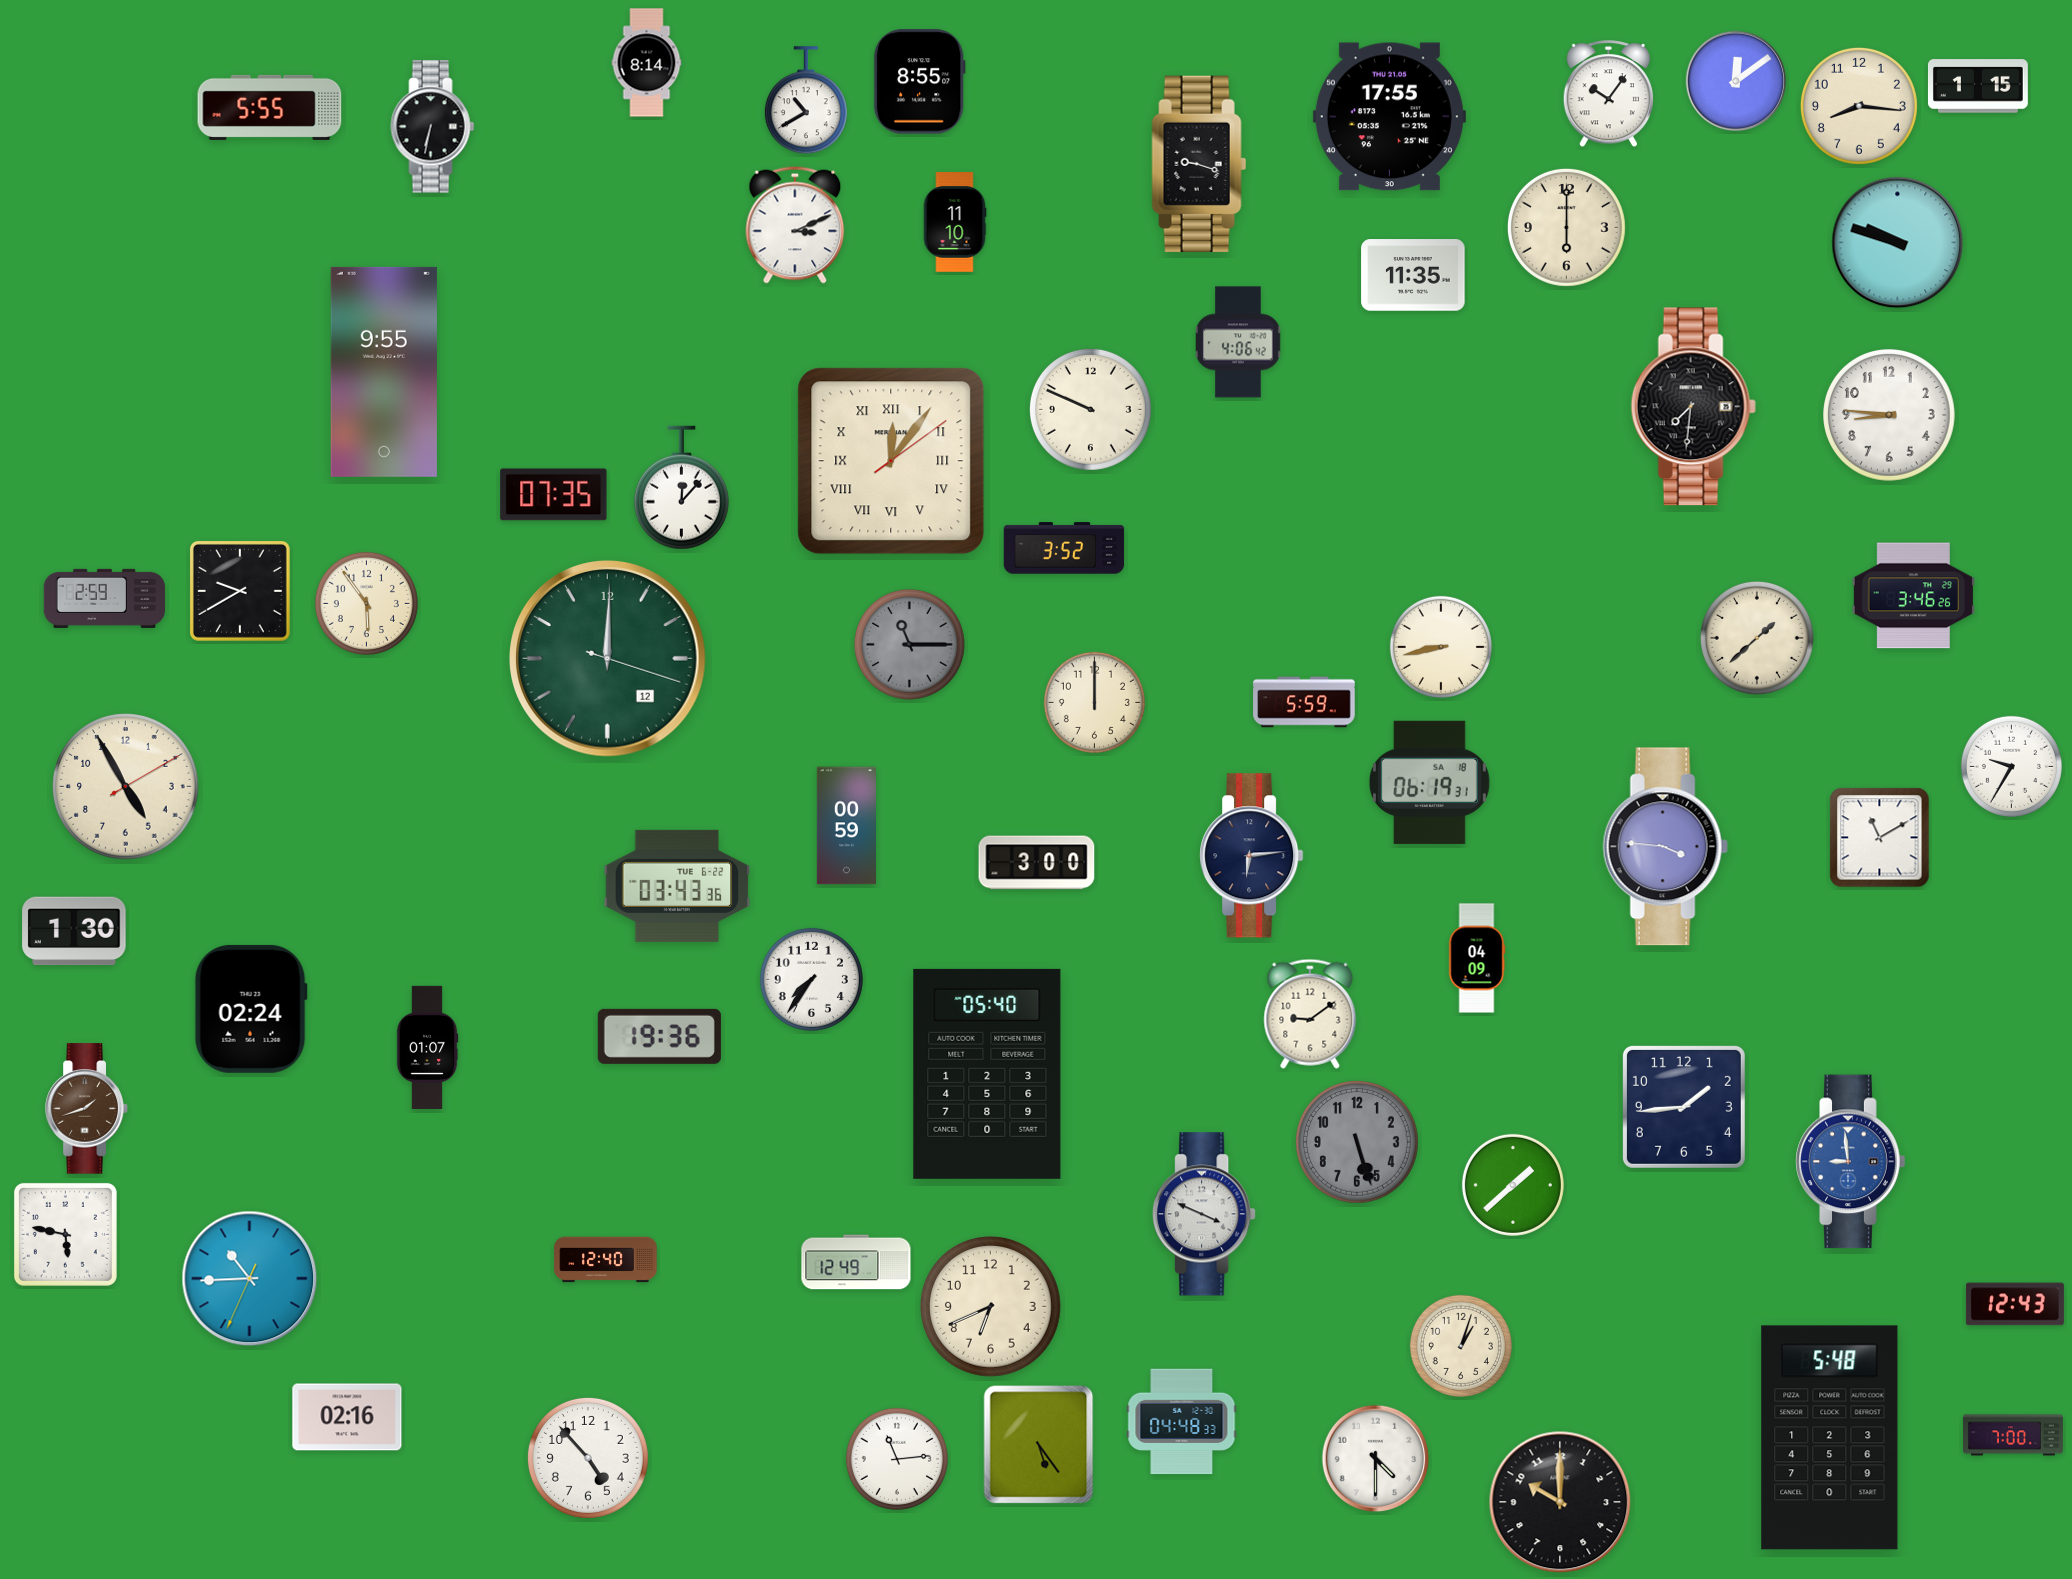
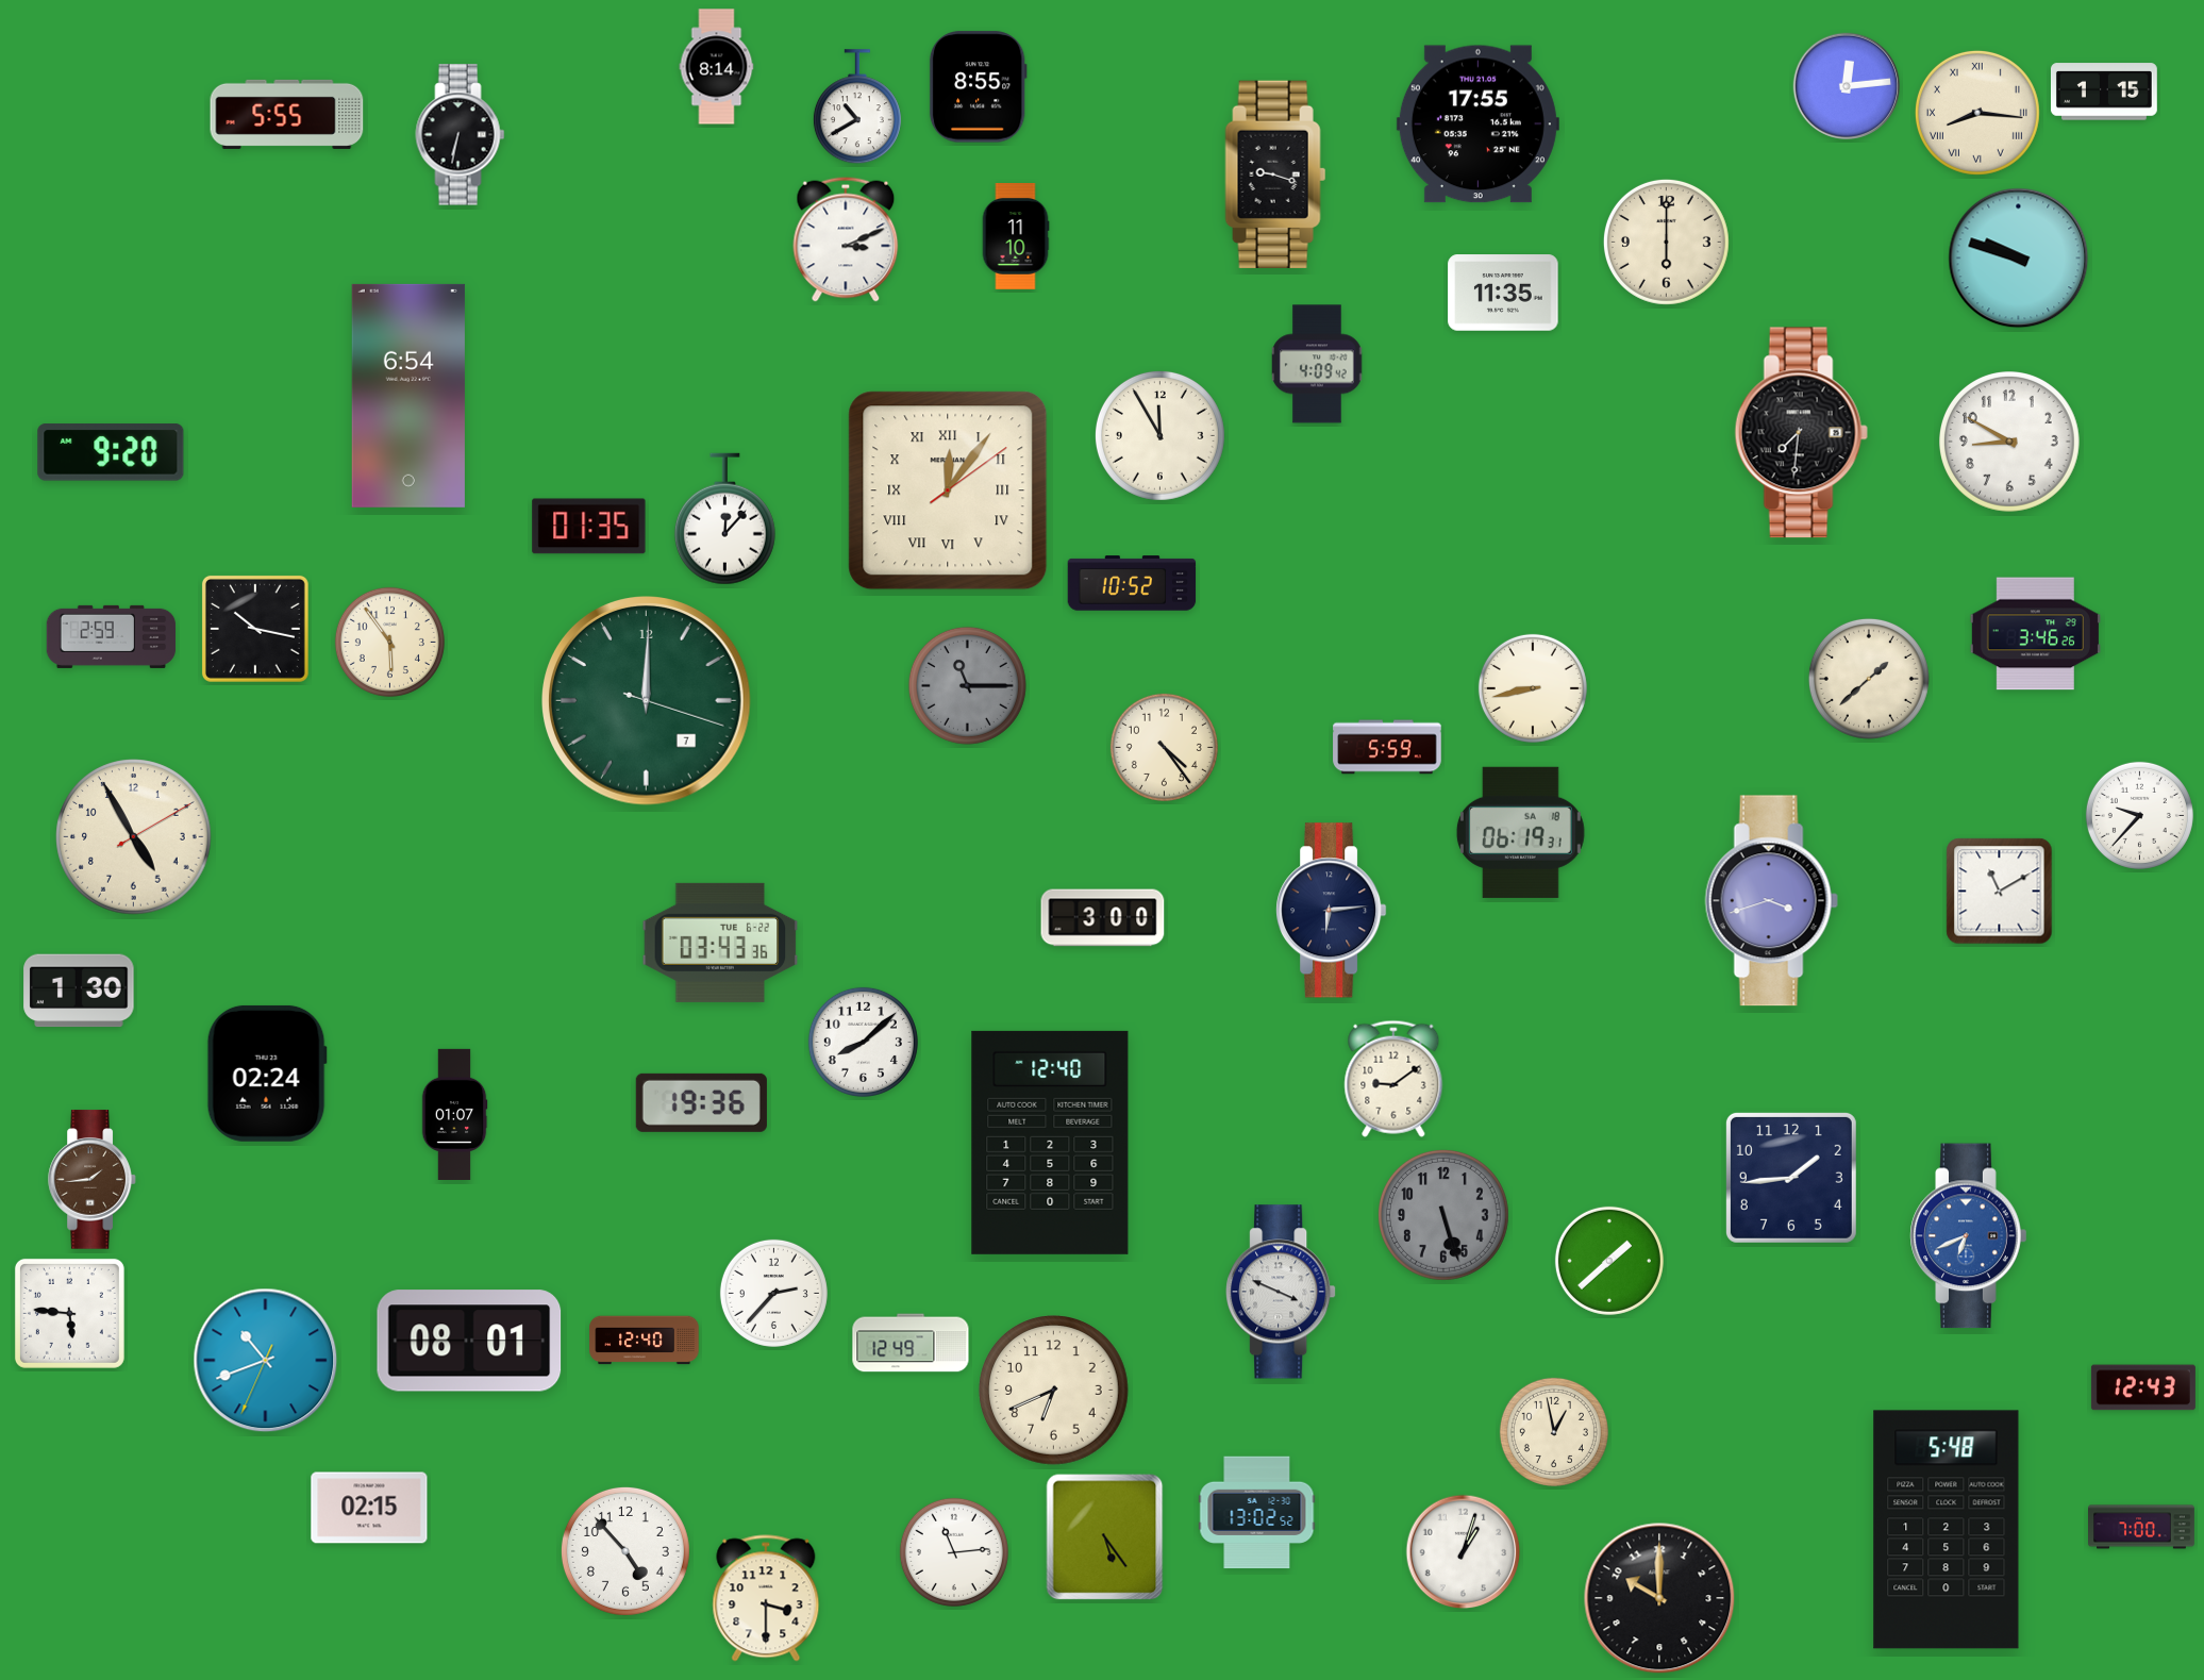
clock at (647, 63) position: (647, 63) -> (717, 67)
clock at (1736, 81): 12:09 -> 12:14
clock at (1609, 94): 10:06 -> none
clock at (1859, 106) numerals: Arabic -> Roman
clock at (1238, 342): 4:06 -> 4:09
clock at (384, 372): 9:55 -> 6:54
clock at (1090, 409): 9:49 -> 11:55
clock at (1890, 416): 8:46 -> 8:50
clock at (111, 452): none -> 9:20
clock at (554, 495): 07:35 -> 01:35
clock at (1064, 548): 3:52 -> 10:52
clock at (240, 591): 9:40 -> 10:17
clock at (608, 659) date: 12 -> 7
clock at (1094, 702): 12:00 -> 4:24
clock at (2011, 766): 9:35 -> 9:37
clock at (846, 826): 00:59 -> none
clock at (1665, 847): 3:46 -> 3:42
clock at (1477, 958): 04:09 -> none
clock at (811, 979): 7:36 -> 8:08
clock at (987, 1074): 05:40 -> 12:40
clock at (87, 1109): 1:42 -> 1:44
clock at (1851, 1162): 8:59 -> 6:41
clock at (773, 1293): none -> 2:37
clock at (65, 1234): 5:47 -> 5:46
clock at (469, 1341): none -> 08:01
clock at (250, 1279): 10:44 -> 10:41
clock at (1461, 1346): 1:03 -> 12:58
clock at (347, 1417): 02:16 -> 02:15
clock at (1182, 1422): 04:48 -> 13:02
clock at (1376, 1459): 4:30 -> 1:03
clock at (766, 1598): none -> 3:30
